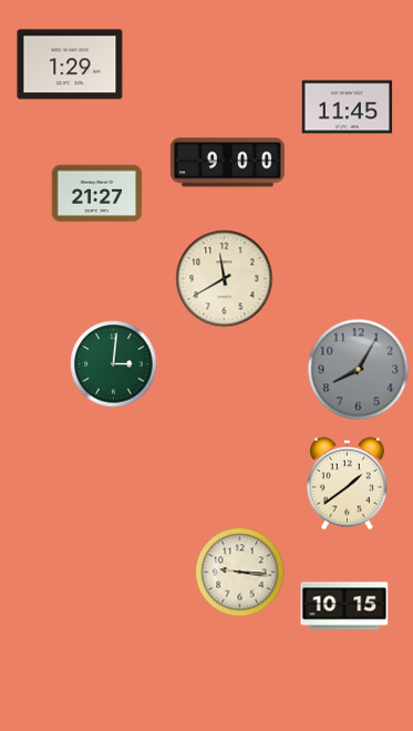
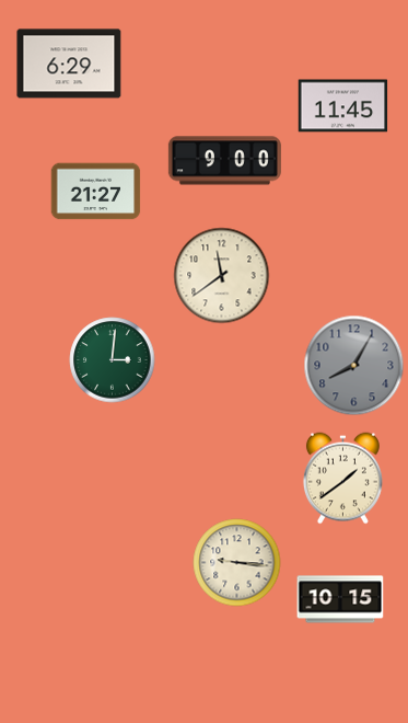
clock at (70, 64): 1:29 -> 6:29
clock at (225, 279): 11:40 -> 11:39
clock at (240, 573) position: (240, 573) -> (237, 563)
